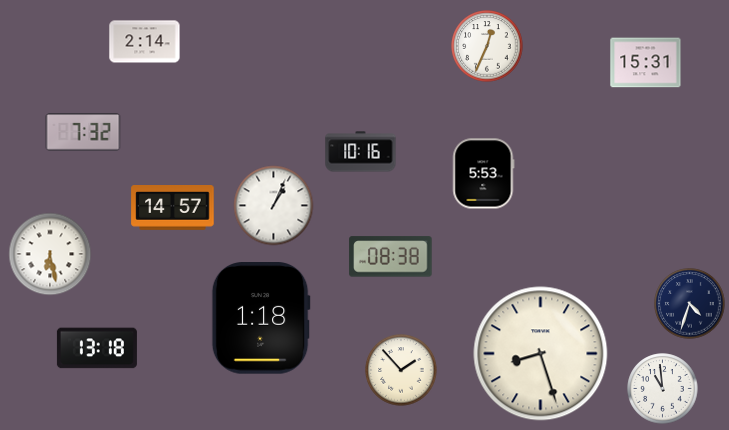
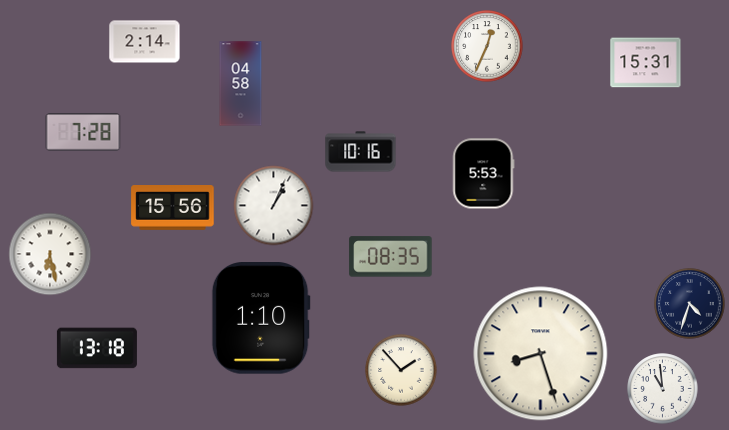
clock at (241, 84): none -> 04:58
clock at (83, 132): 7:32 -> 7:28
clock at (173, 208): 14:57 -> 15:56
clock at (391, 257): 08:38 -> 08:35
clock at (261, 319): 1:18 -> 1:10
